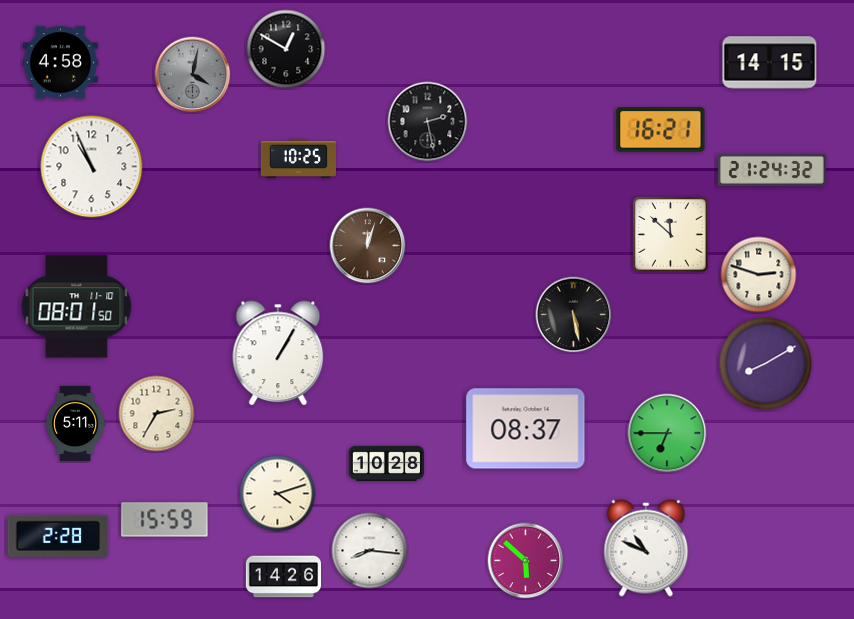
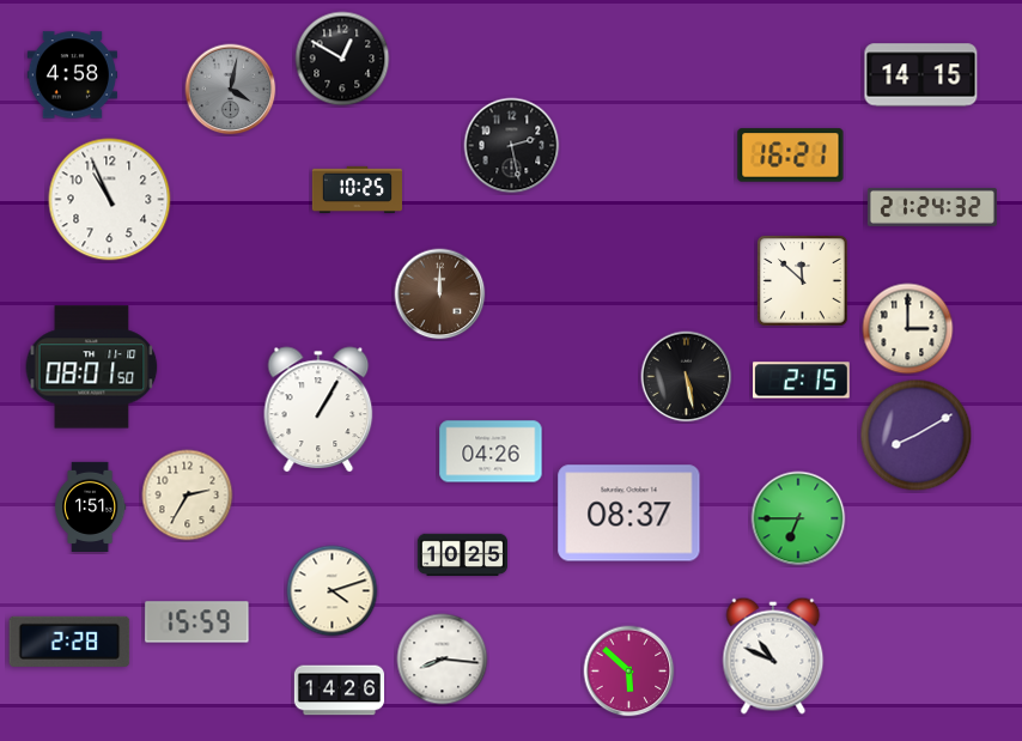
clock at (772, 170) position: (772, 170) -> (932, 207)
clock at (368, 246): 12:03 -> 12:00
clock at (759, 275): 2:48 -> 3:00
clock at (802, 381): none -> 2:15
clock at (278, 353) position: (278, 353) -> (318, 409)
clock at (491, 451): none -> 04:26
clock at (75, 423): 5:11 -> 1:51
clock at (386, 464): 10:28 -> 10:25
